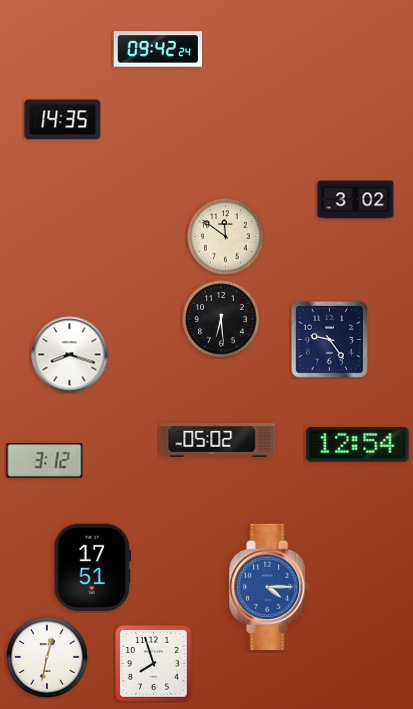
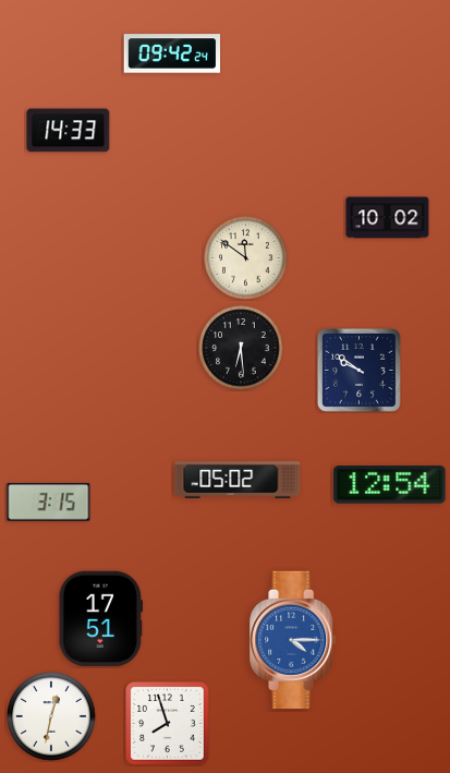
clock at (63, 120): 14:35 -> 14:33
clock at (356, 200): 3:02 -> 10:02
clock at (329, 339): 9:24 -> 9:51
clock at (70, 355): 8:18 -> none
clock at (45, 461): 3:12 -> 3:15
